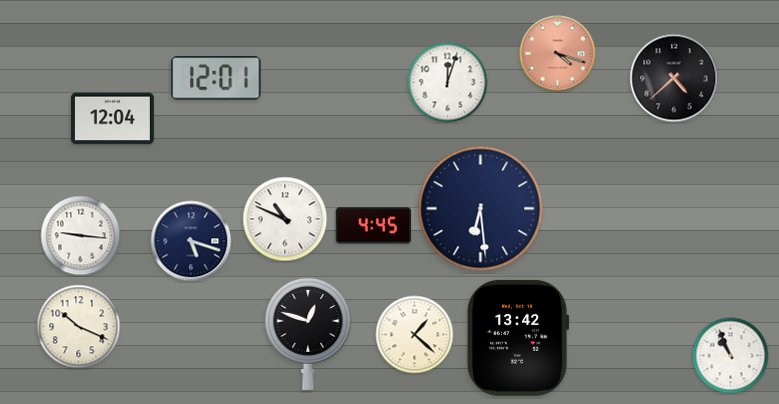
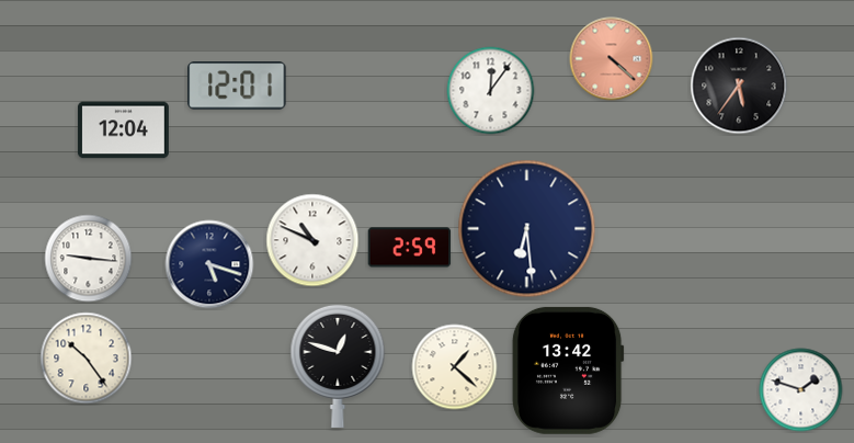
clock at (558, 54): 4:18 -> 4:22
clock at (674, 78): 4:38 -> 5:36
clock at (448, 83): 12:03 -> 12:06
clock at (374, 226): 4:45 -> 2:59
clock at (79, 327): 10:19 -> 10:24
clock at (731, 356): 10:56 -> 1:48
